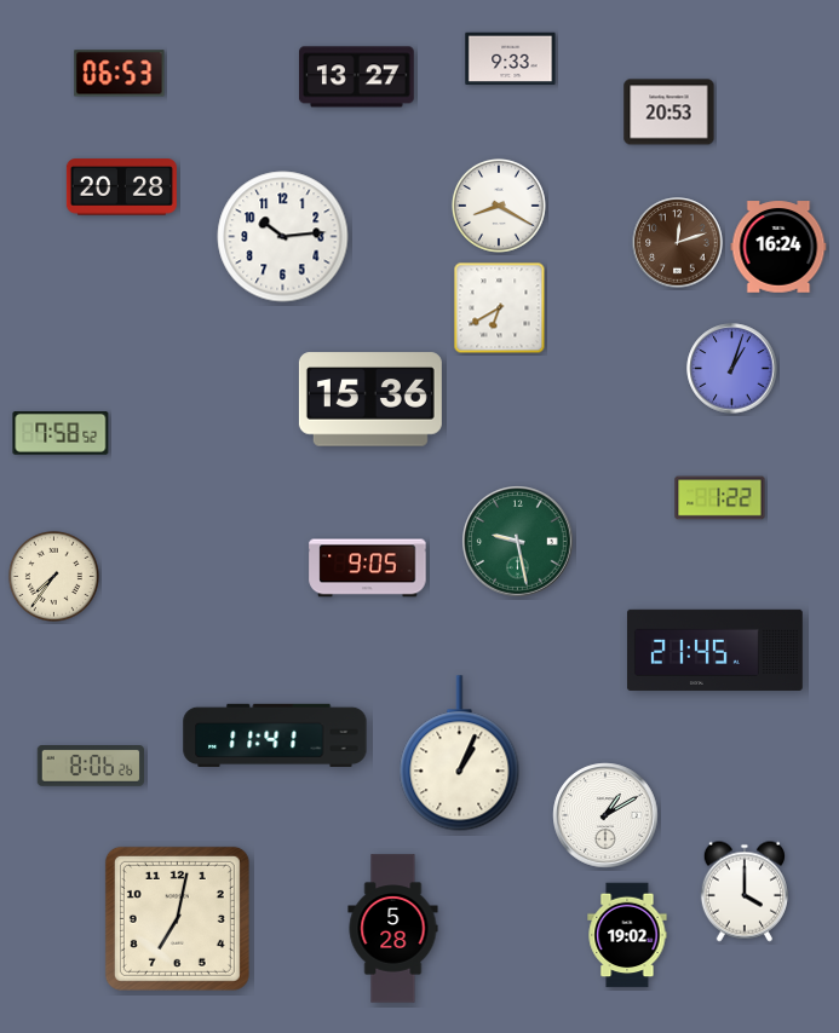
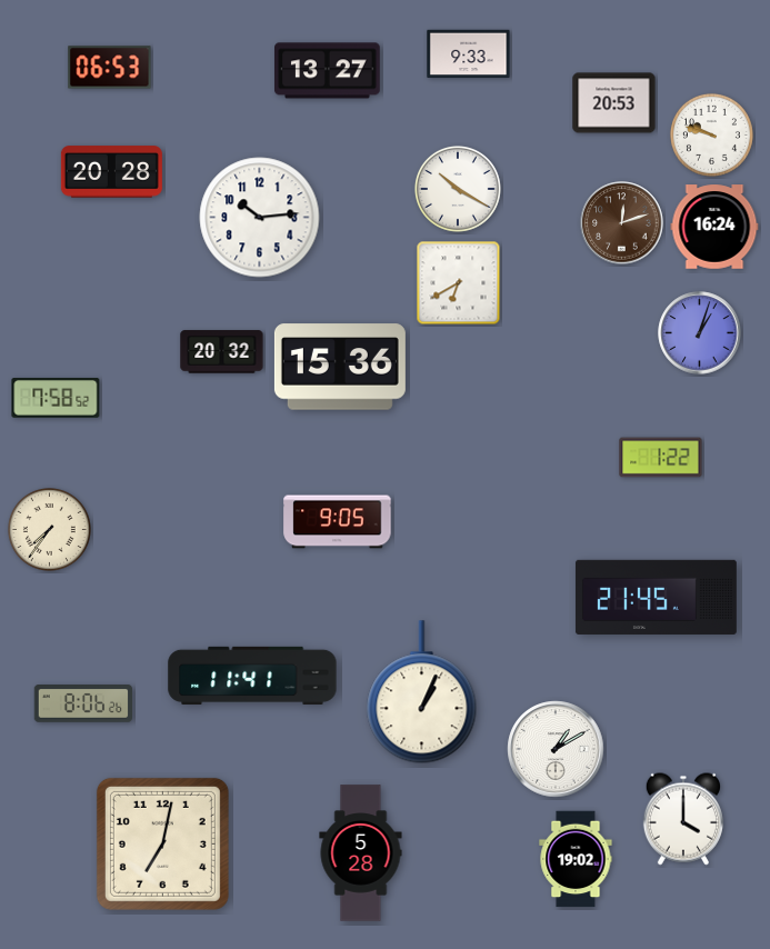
clock at (711, 134): none -> 9:48
clock at (499, 206): 8:20 -> 10:20
clock at (732, 369) position: (732, 369) -> (700, 333)
clock at (222, 352): none -> 20:32
clock at (518, 542): 9:28 -> none
